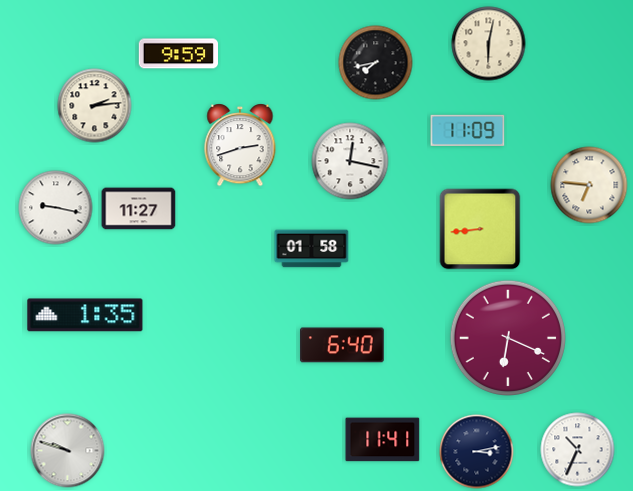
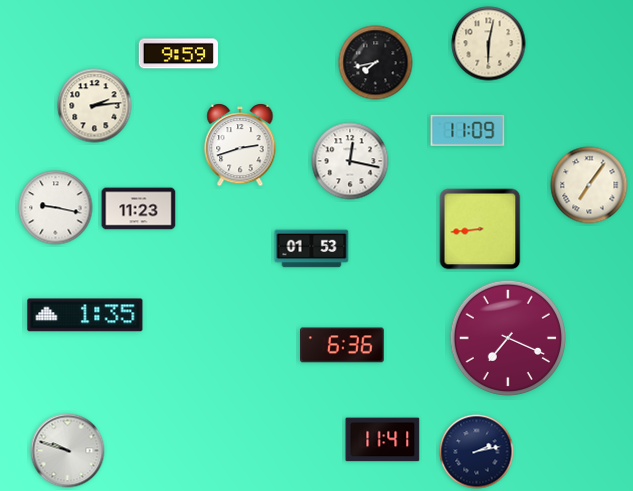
clock at (589, 185): 6:46 -> 7:06
clock at (139, 209): 11:27 -> 11:23
clock at (312, 249): 01:58 -> 01:53
clock at (507, 337): 6:19 -> 7:19
clock at (343, 345): 6:40 -> 6:36
clock at (578, 450): 10:34 -> none
clock at (477, 452): 3:13 -> 2:13
